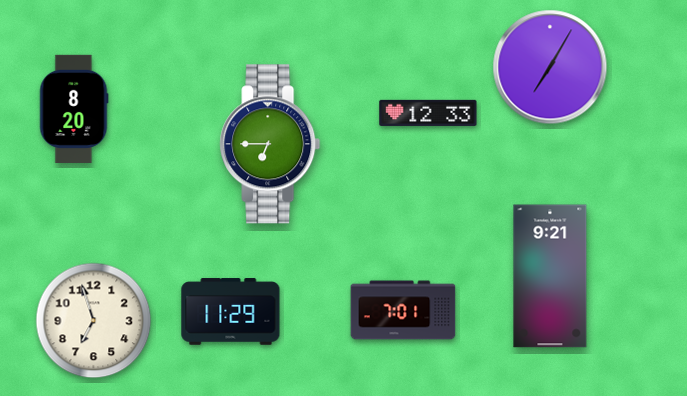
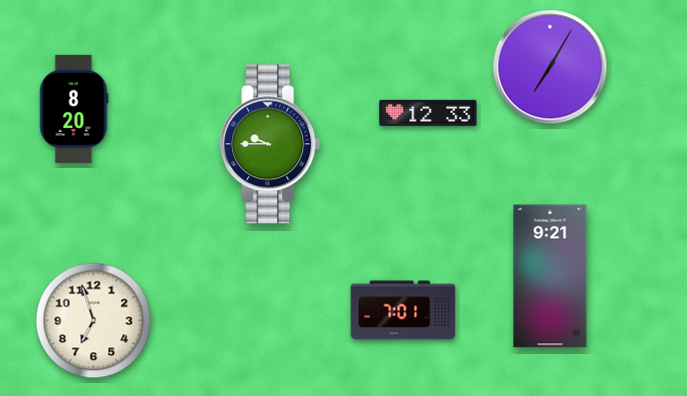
clock at (270, 144): 6:45 -> 9:45
clock at (231, 312): 11:29 -> none
